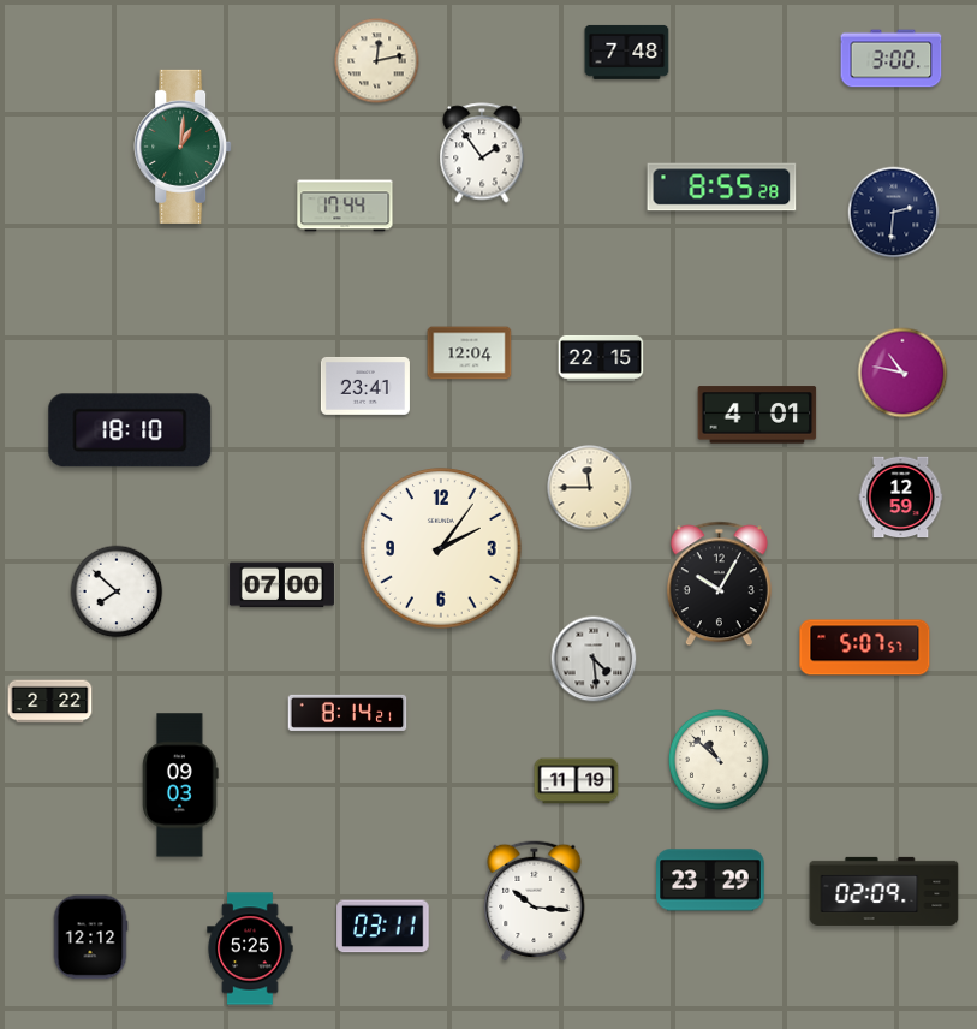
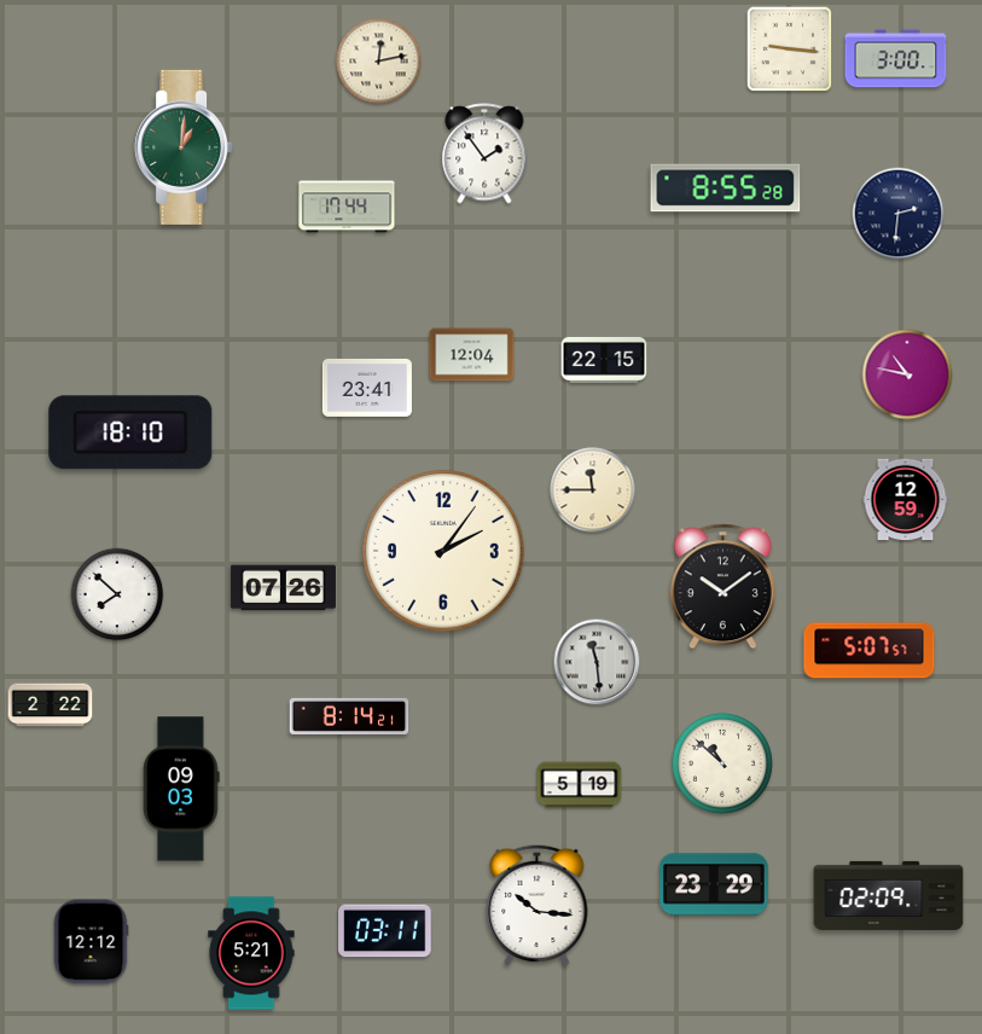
clock at (790, 50): none -> 9:16
clock at (627, 52): 7:48 -> none
clock at (757, 415): 4:01 -> none
clock at (719, 584): 10:05 -> 10:09
clock at (281, 585): 07:00 -> 07:26
clock at (594, 659): 4:29 -> 11:29
clock at (577, 781): 11:19 -> 5:19
clock at (250, 948): 5:25 -> 5:21
